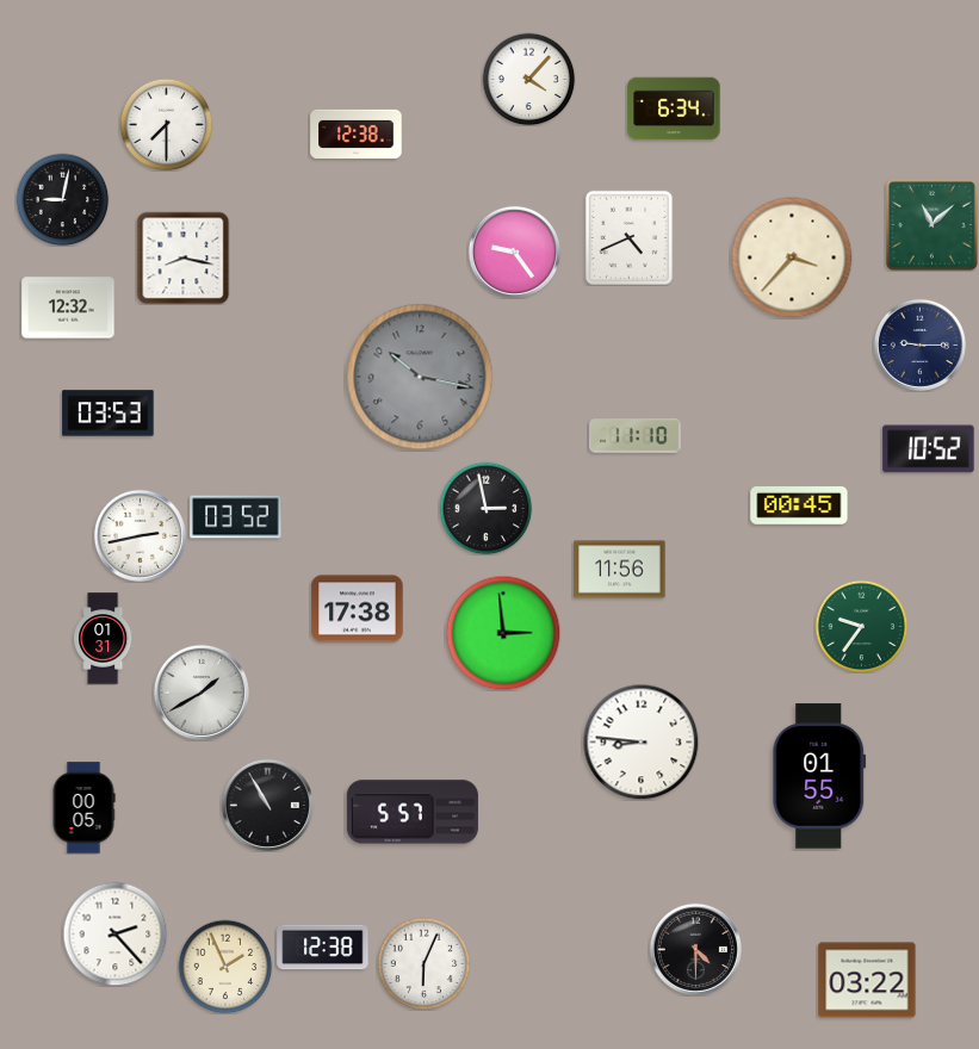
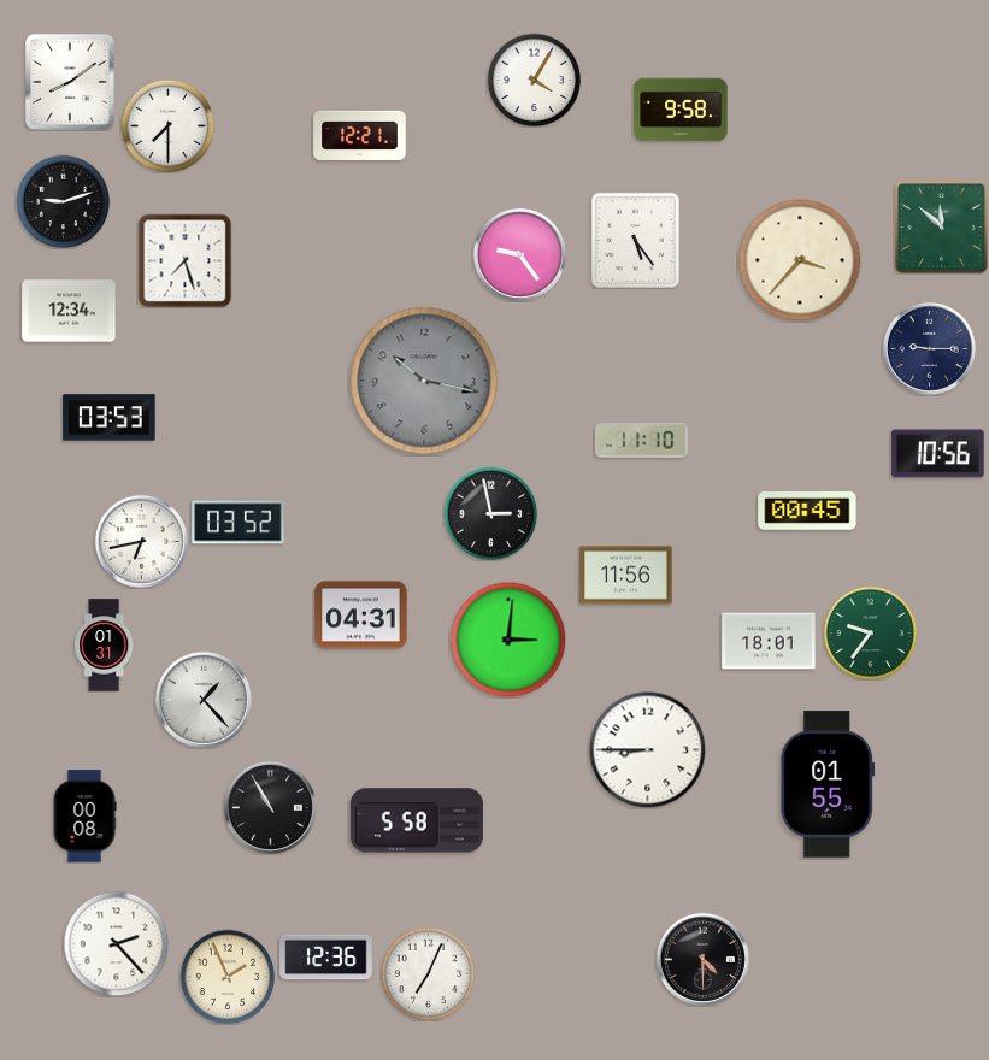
clock at (528, 79): 4:07 -> 4:05
clock at (71, 82): none -> 8:09
clock at (674, 108): 6:34 -> 9:58
clock at (357, 134): 12:38 -> 12:21
clock at (62, 199): 9:02 -> 9:12
clock at (931, 224): 11:08 -> 11:52
clock at (628, 237): 4:41 -> 5:24
clock at (182, 257): 8:17 -> 7:27
clock at (68, 308): 12:32 -> 12:34
clock at (929, 449): 10:52 -> 10:56
clock at (140, 535): 2:43 -> 6:43
clock at (358, 609): 17:38 -> 04:31
clock at (503, 633): 2:59 -> 3:01
clock at (769, 641): none -> 18:01
clock at (200, 691): 1:40 -> 1:23
clock at (640, 741): 8:46 -> 8:45
clock at (267, 805) position: (267, 805) -> (270, 807)
clock at (83, 808): 00:05 -> 00:08
clock at (413, 812): 5:57 -> 5:58
clock at (323, 948): 12:38 -> 12:36
clock at (423, 963): 6:04 -> 7:04
clock at (867, 980): 03:22 -> none
